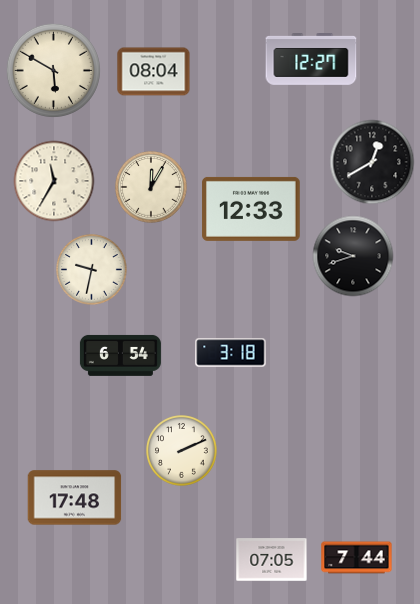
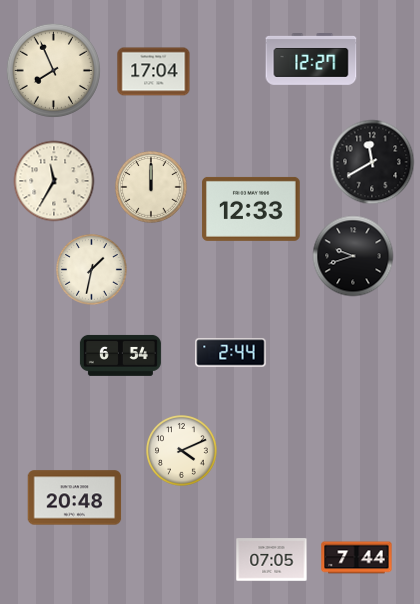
clock at (53, 70): 5:50 -> 7:56
clock at (154, 72): 08:04 -> 17:04
clock at (372, 162): 12:40 -> 11:40
clock at (151, 187): 12:05 -> 12:00
clock at (92, 270): 9:32 -> 1:32
clock at (231, 353): 3:18 -> 2:44
clock at (182, 451): 2:11 -> 4:11
clock at (75, 498): 17:48 -> 20:48
